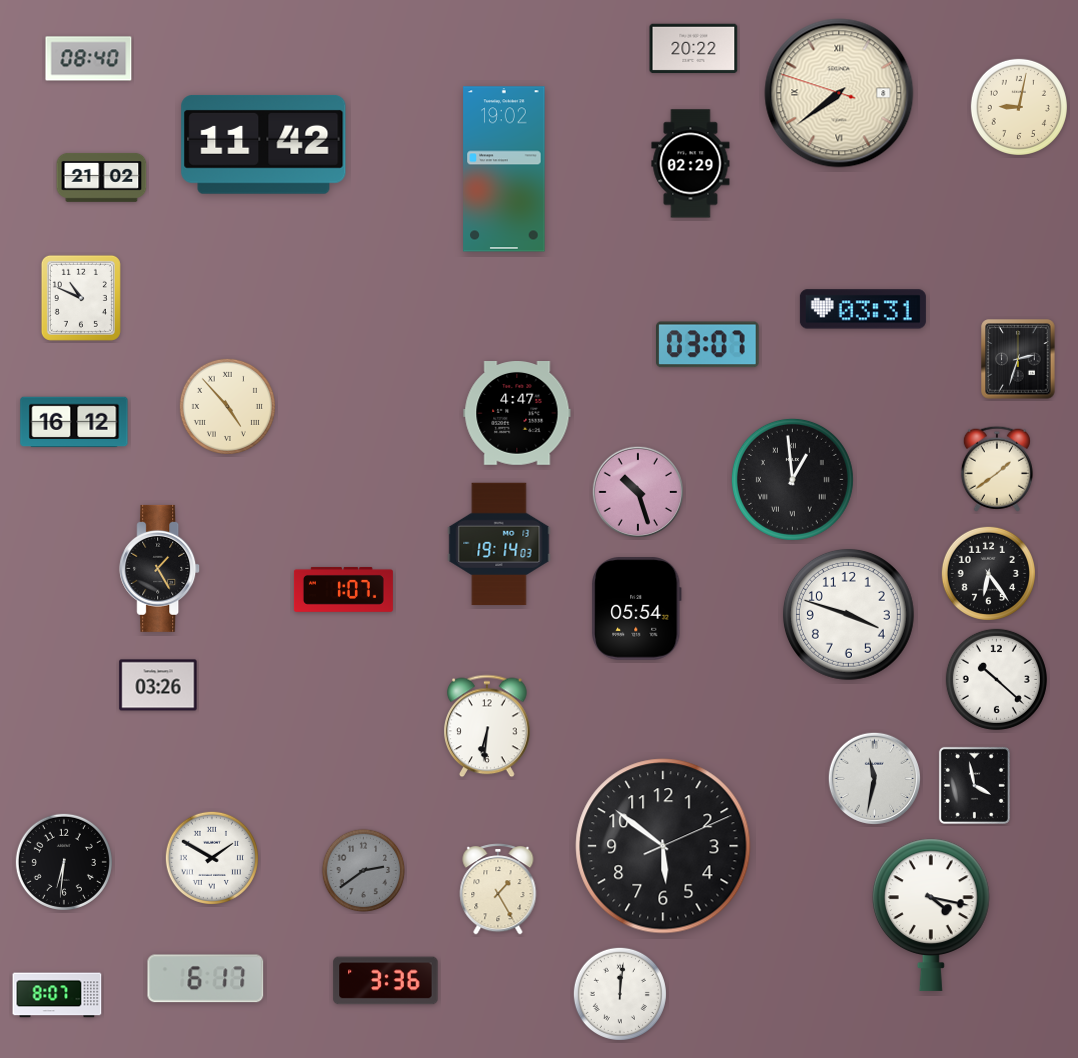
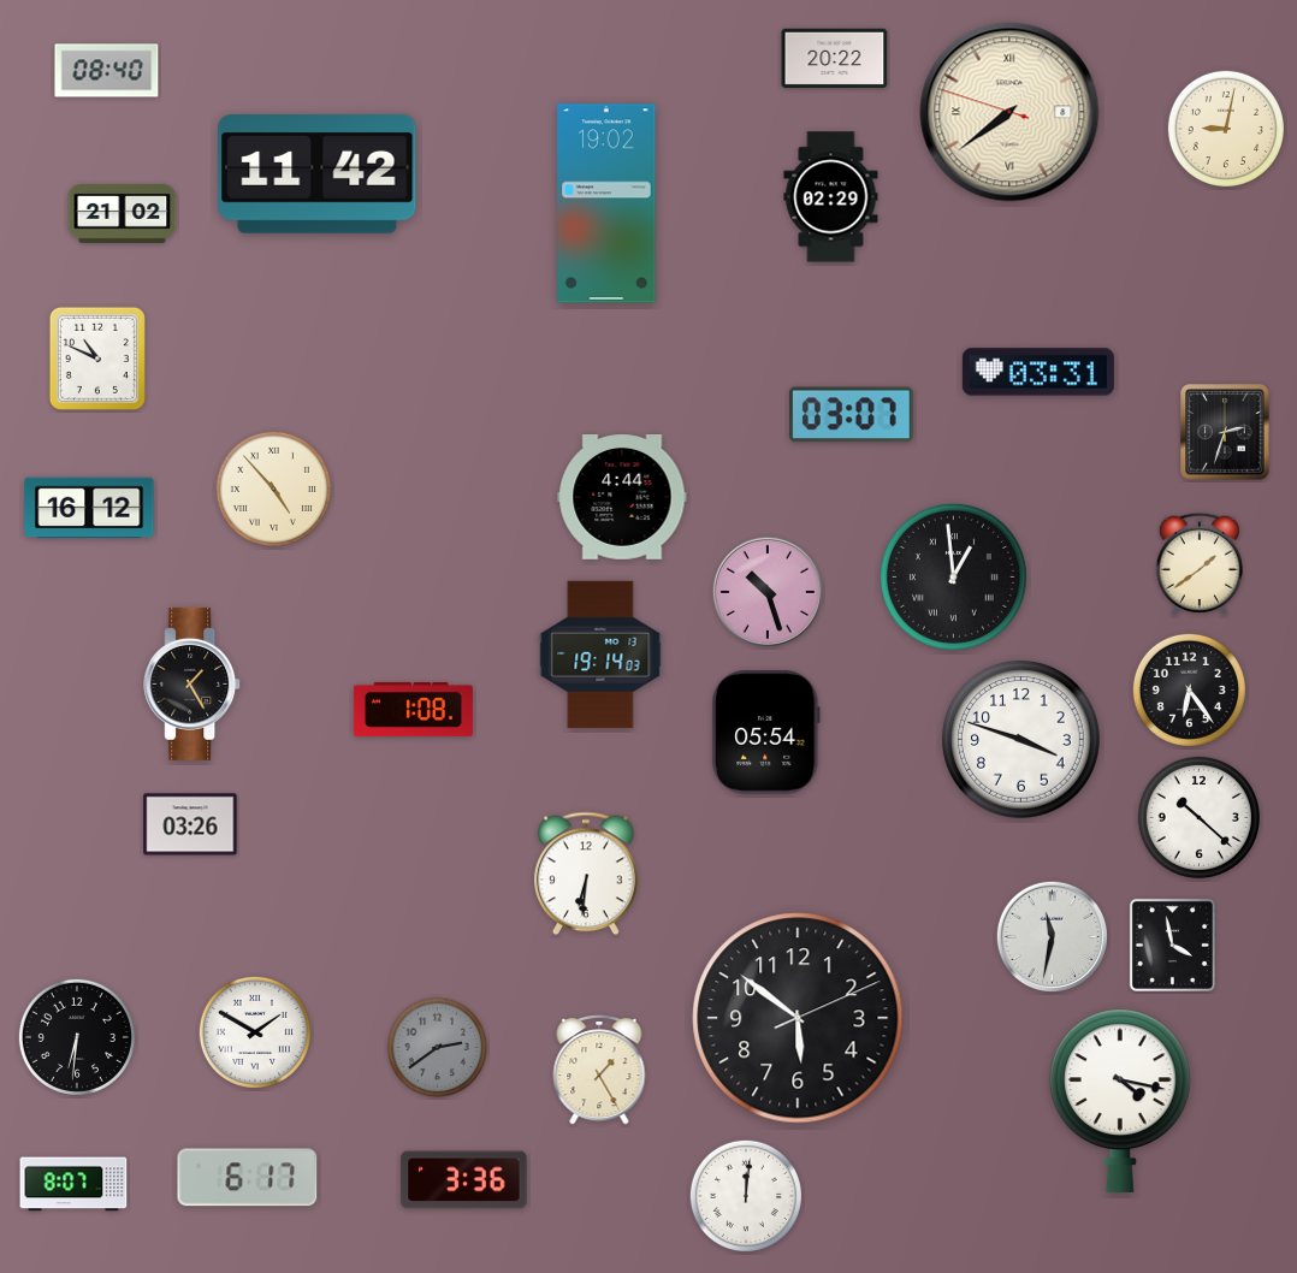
clock at (517, 414): 4:47 -> 4:44
clock at (343, 589): 1:07 -> 1:08
clock at (57, 995) position: (57, 995) -> (73, 1184)
